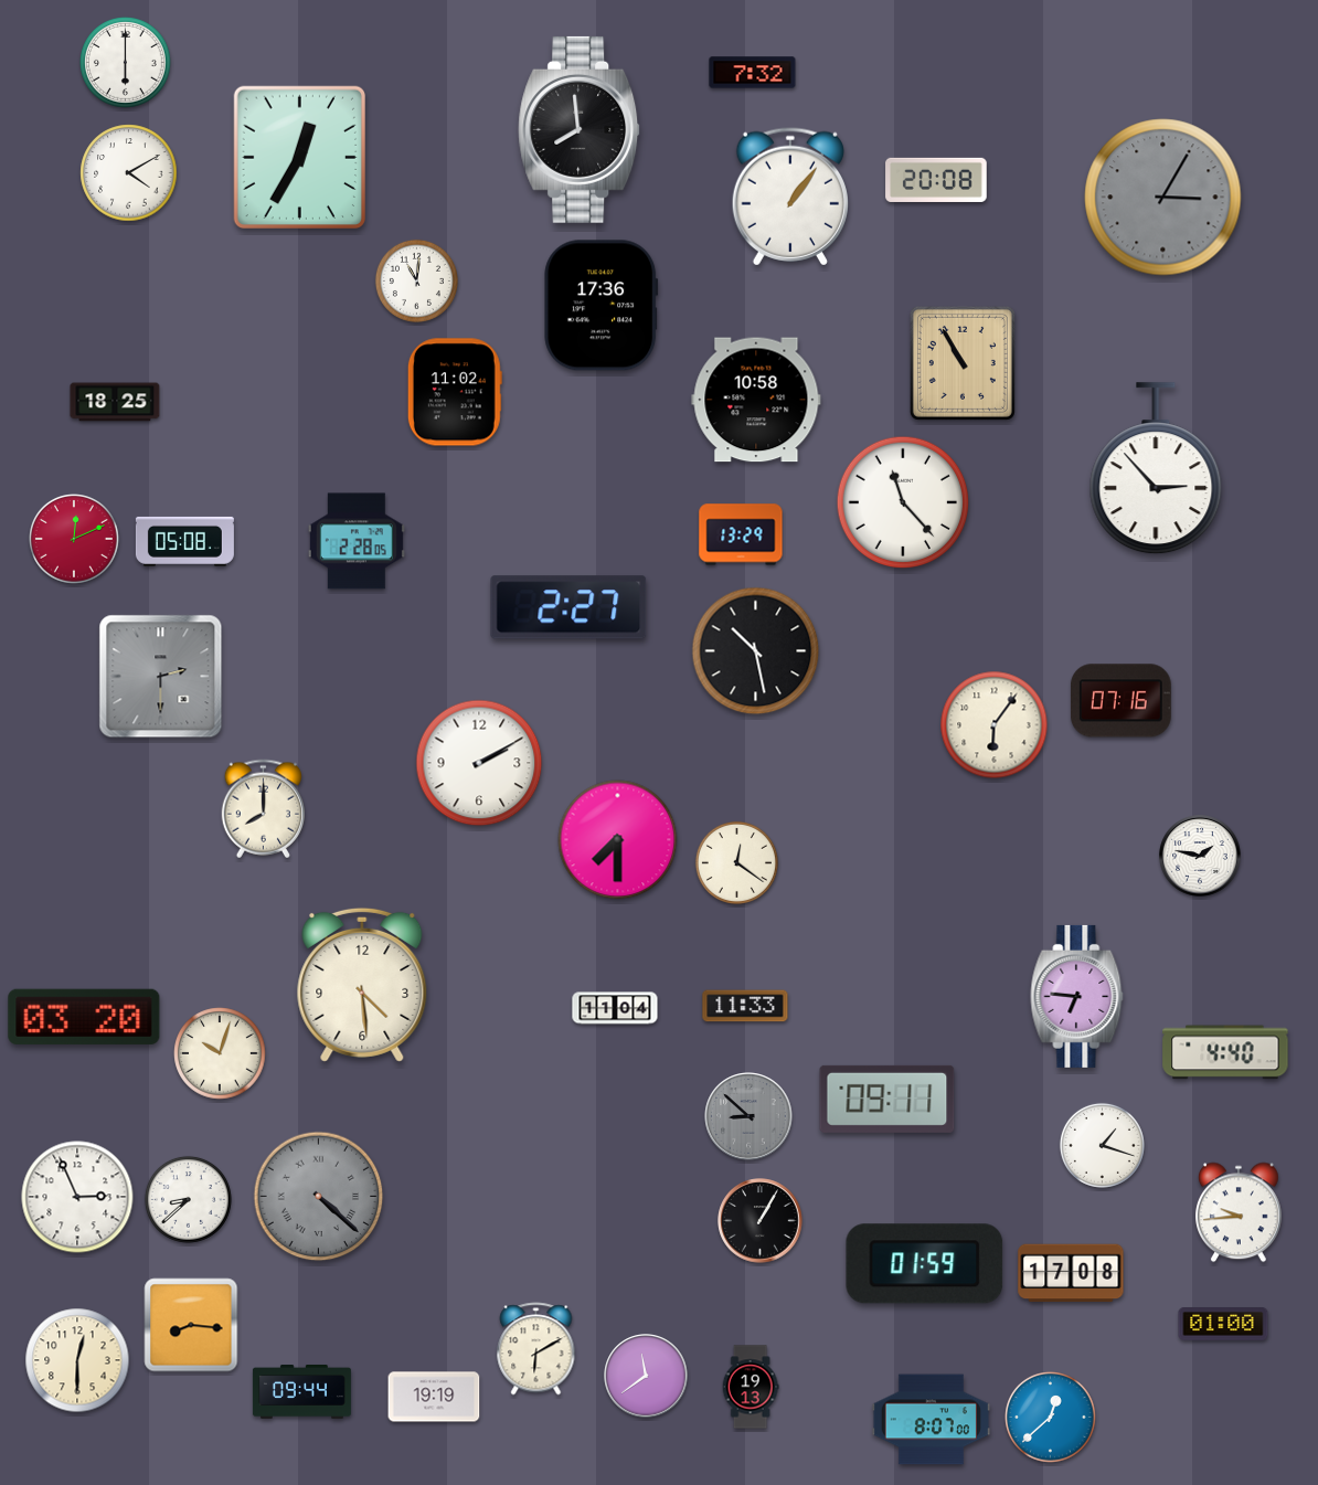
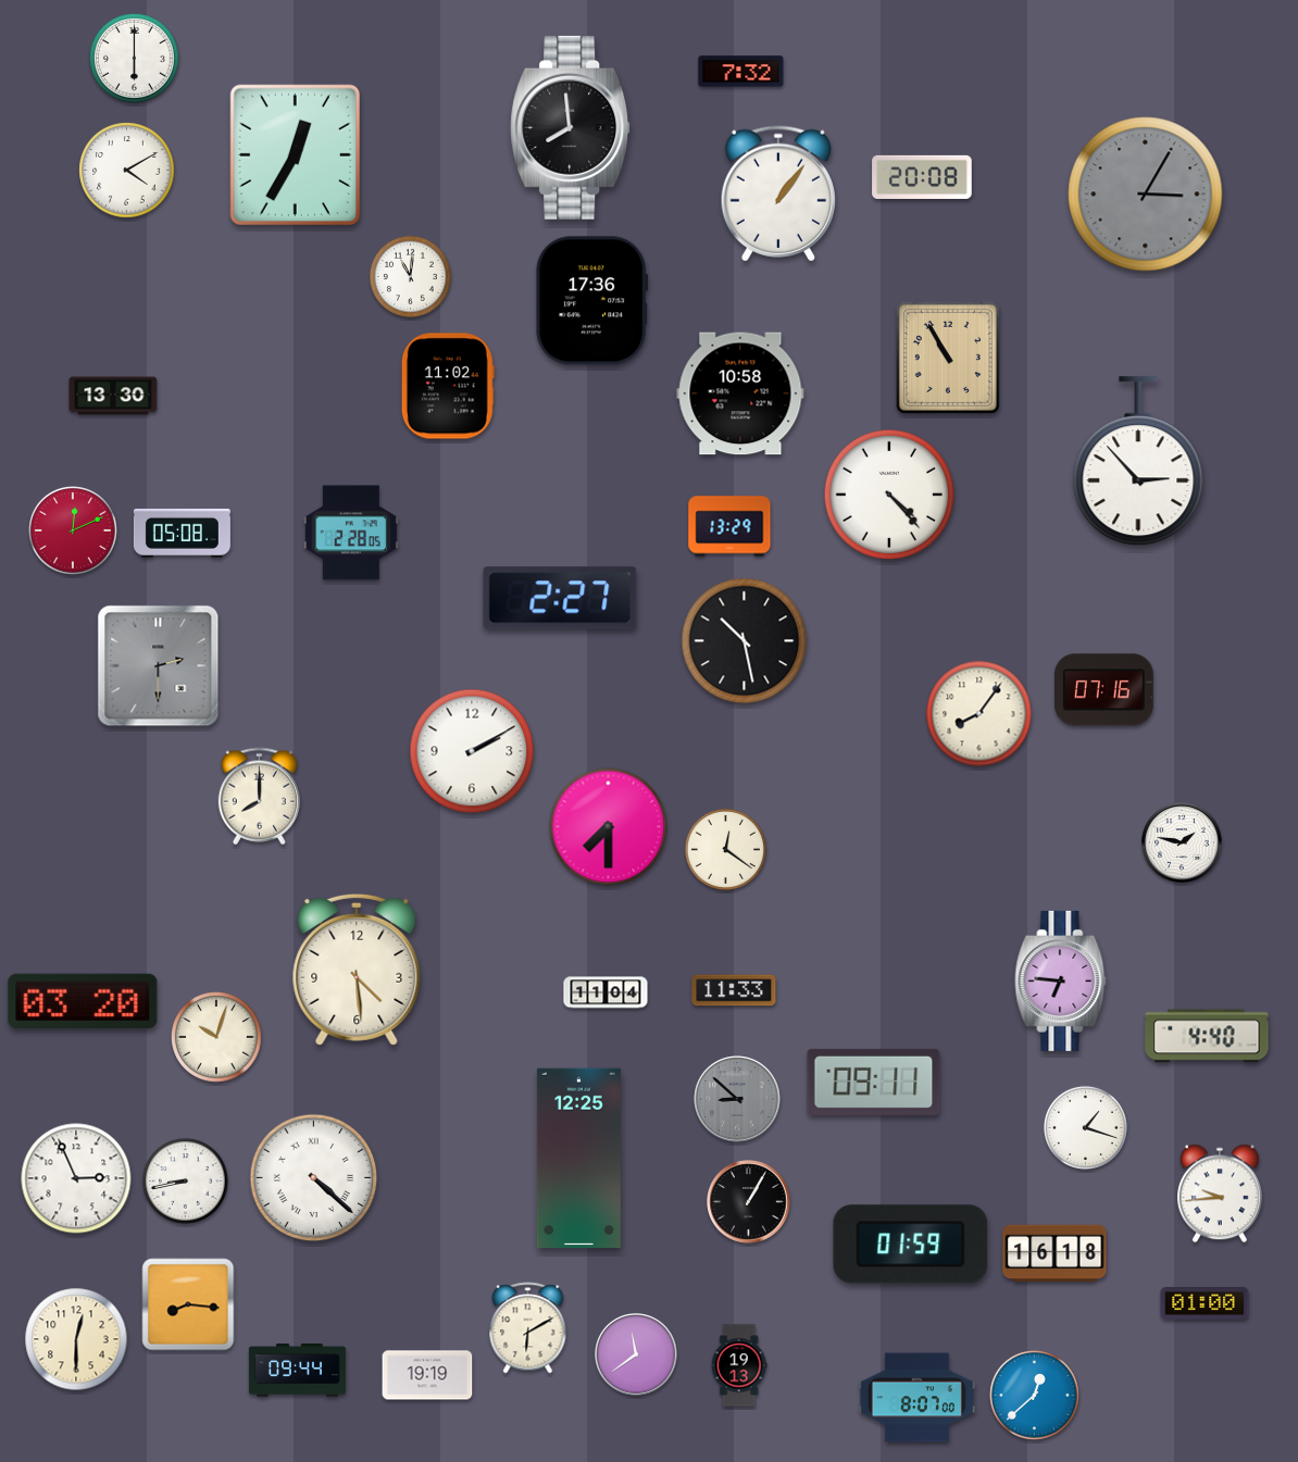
clock at (126, 63) position: (126, 63) -> (135, 59)
clock at (756, 400) position: (756, 400) -> (740, 393)
clock at (115, 402): 18:25 -> 13:30
clock at (903, 502): 11:23 -> 4:23
clock at (995, 725): 6:06 -> 8:06
clock at (578, 1158): none -> 12:25
clock at (319, 1197) dial: grey -> white
clock at (188, 1199): 8:38 -> 8:43
clock at (1071, 1273): 17:08 -> 16:18
